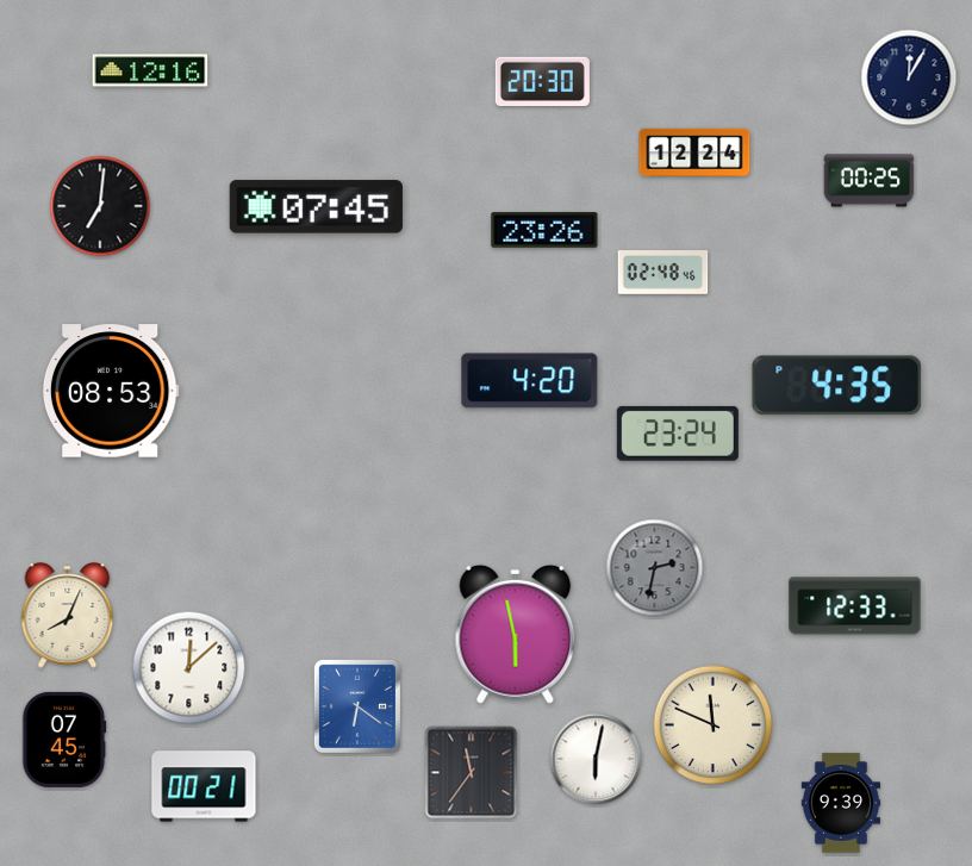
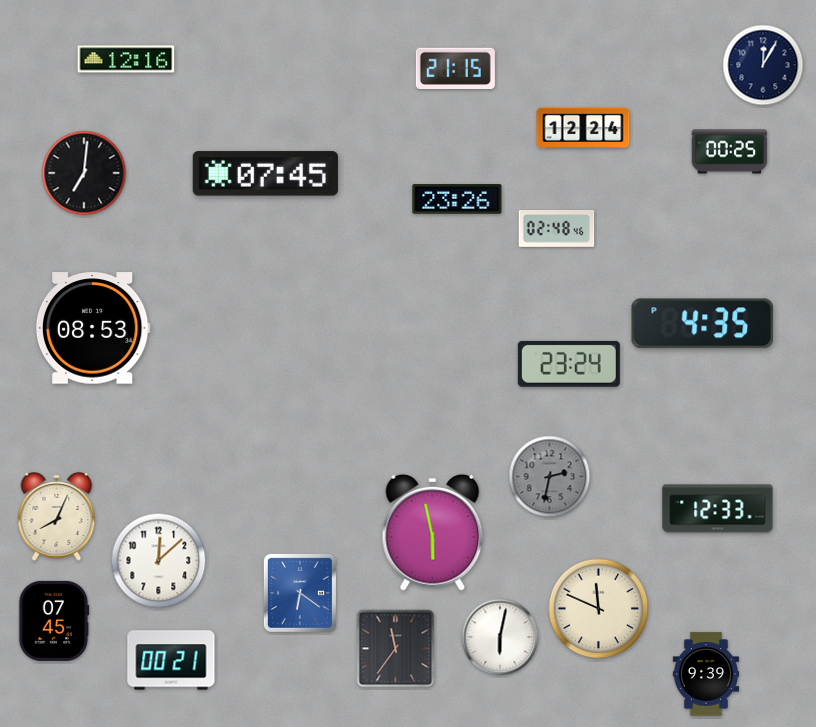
clock at (542, 81): 20:30 -> 21:15
clock at (544, 230) position: (544, 230) -> (457, 199)
clock at (530, 381): 4:20 -> none
